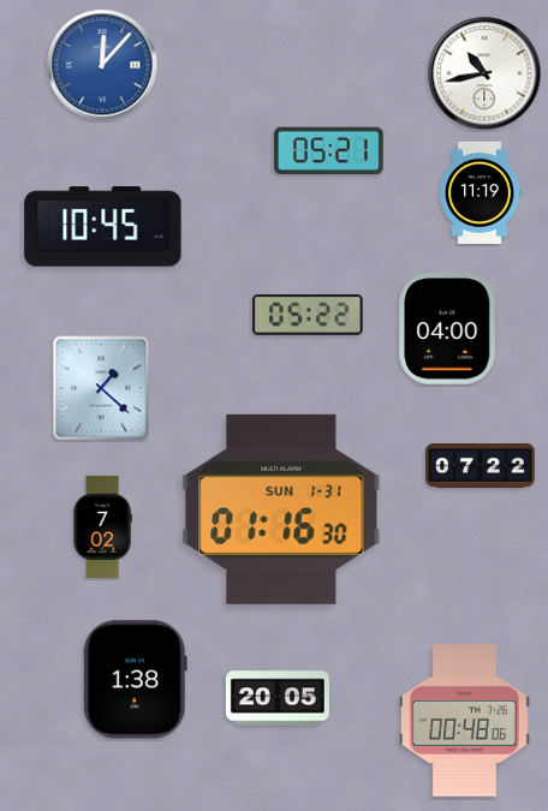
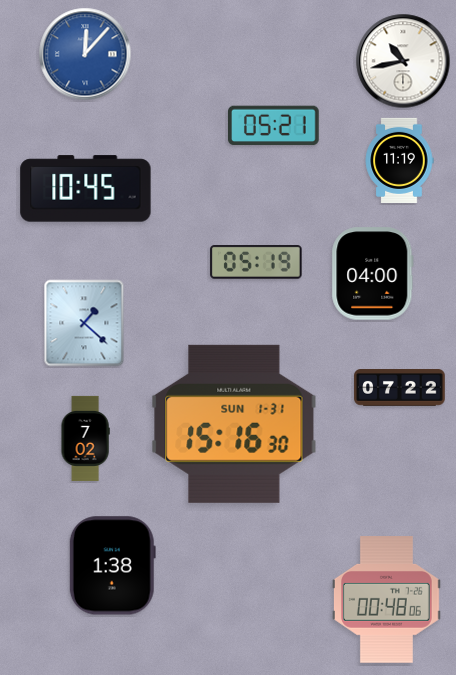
clock at (308, 316): 05:22 -> 05:19
clock at (281, 509): 01:16 -> 15:16
clock at (278, 698): 20:05 -> none
